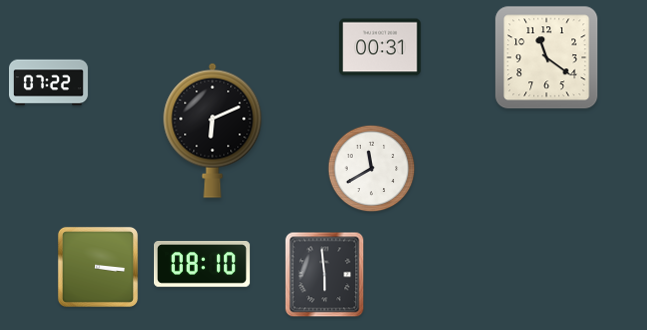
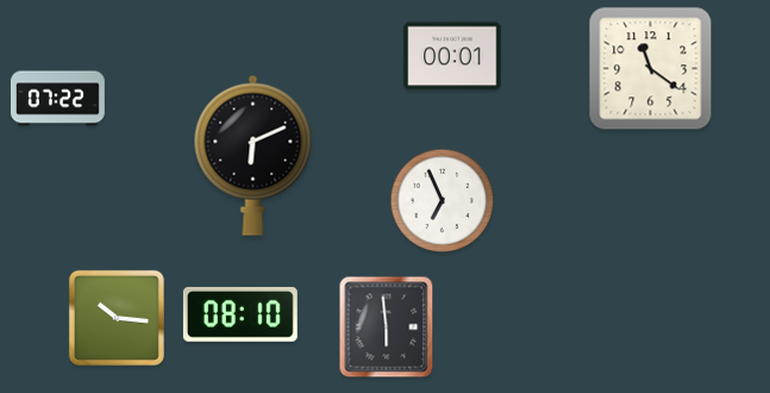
clock at (380, 47): 00:31 -> 00:01
clock at (372, 169): 11:40 -> 6:56
clock at (98, 267): 3:16 -> 10:16
